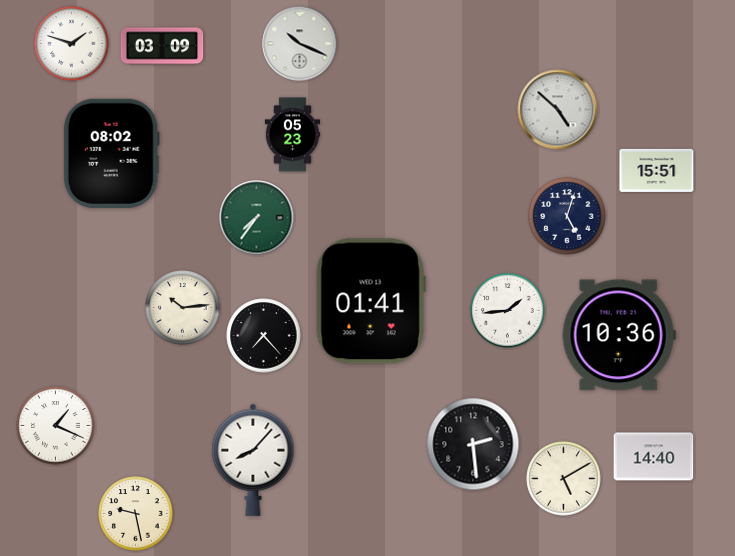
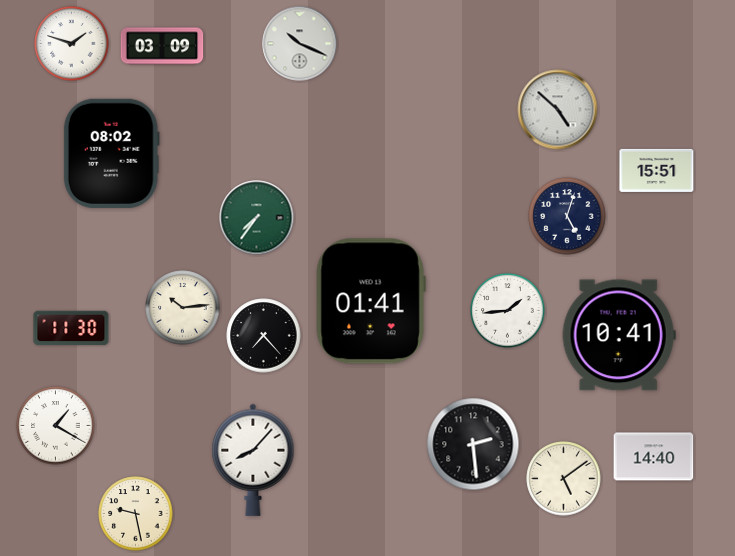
clock at (292, 135): 05:23 -> none
clock at (71, 328): none -> 11:30
clock at (619, 335): 10:36 -> 10:41
clock at (56, 426): 1:19 -> 1:20
clock at (564, 479): 5:10 -> 5:09
